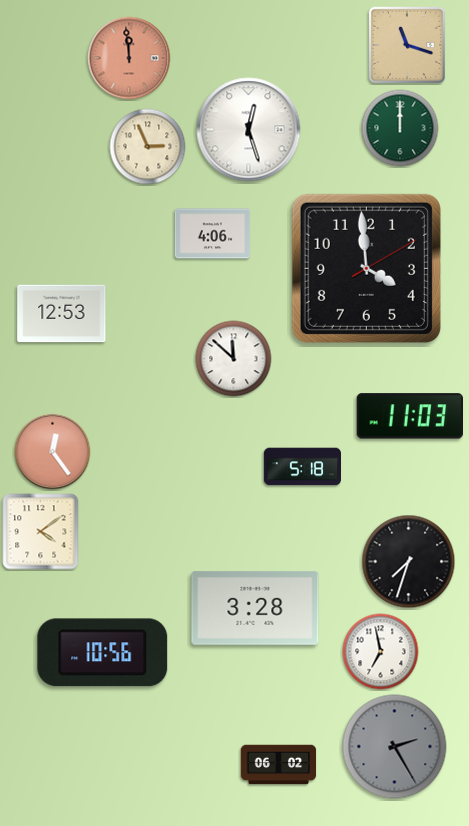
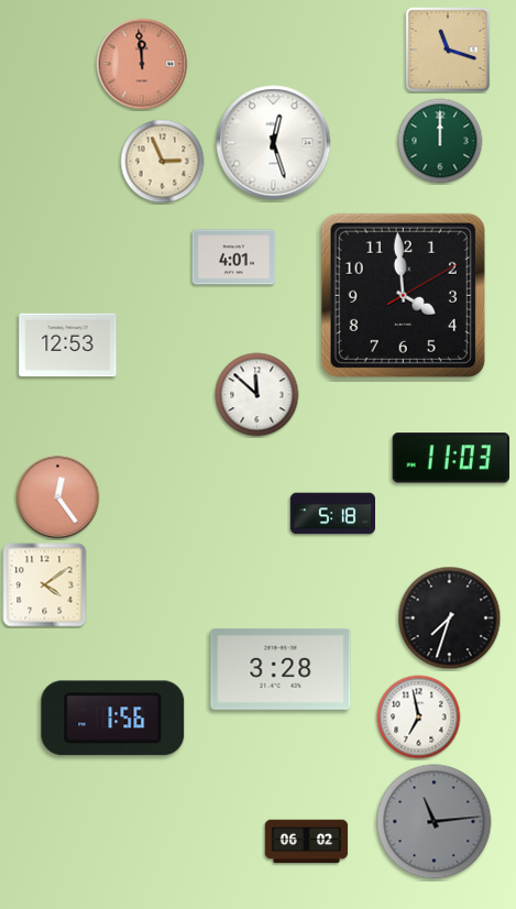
clock at (213, 234): 4:06 -> 4:01
clock at (103, 653): 10:56 -> 1:56
clock at (395, 747): 2:25 -> 11:14
